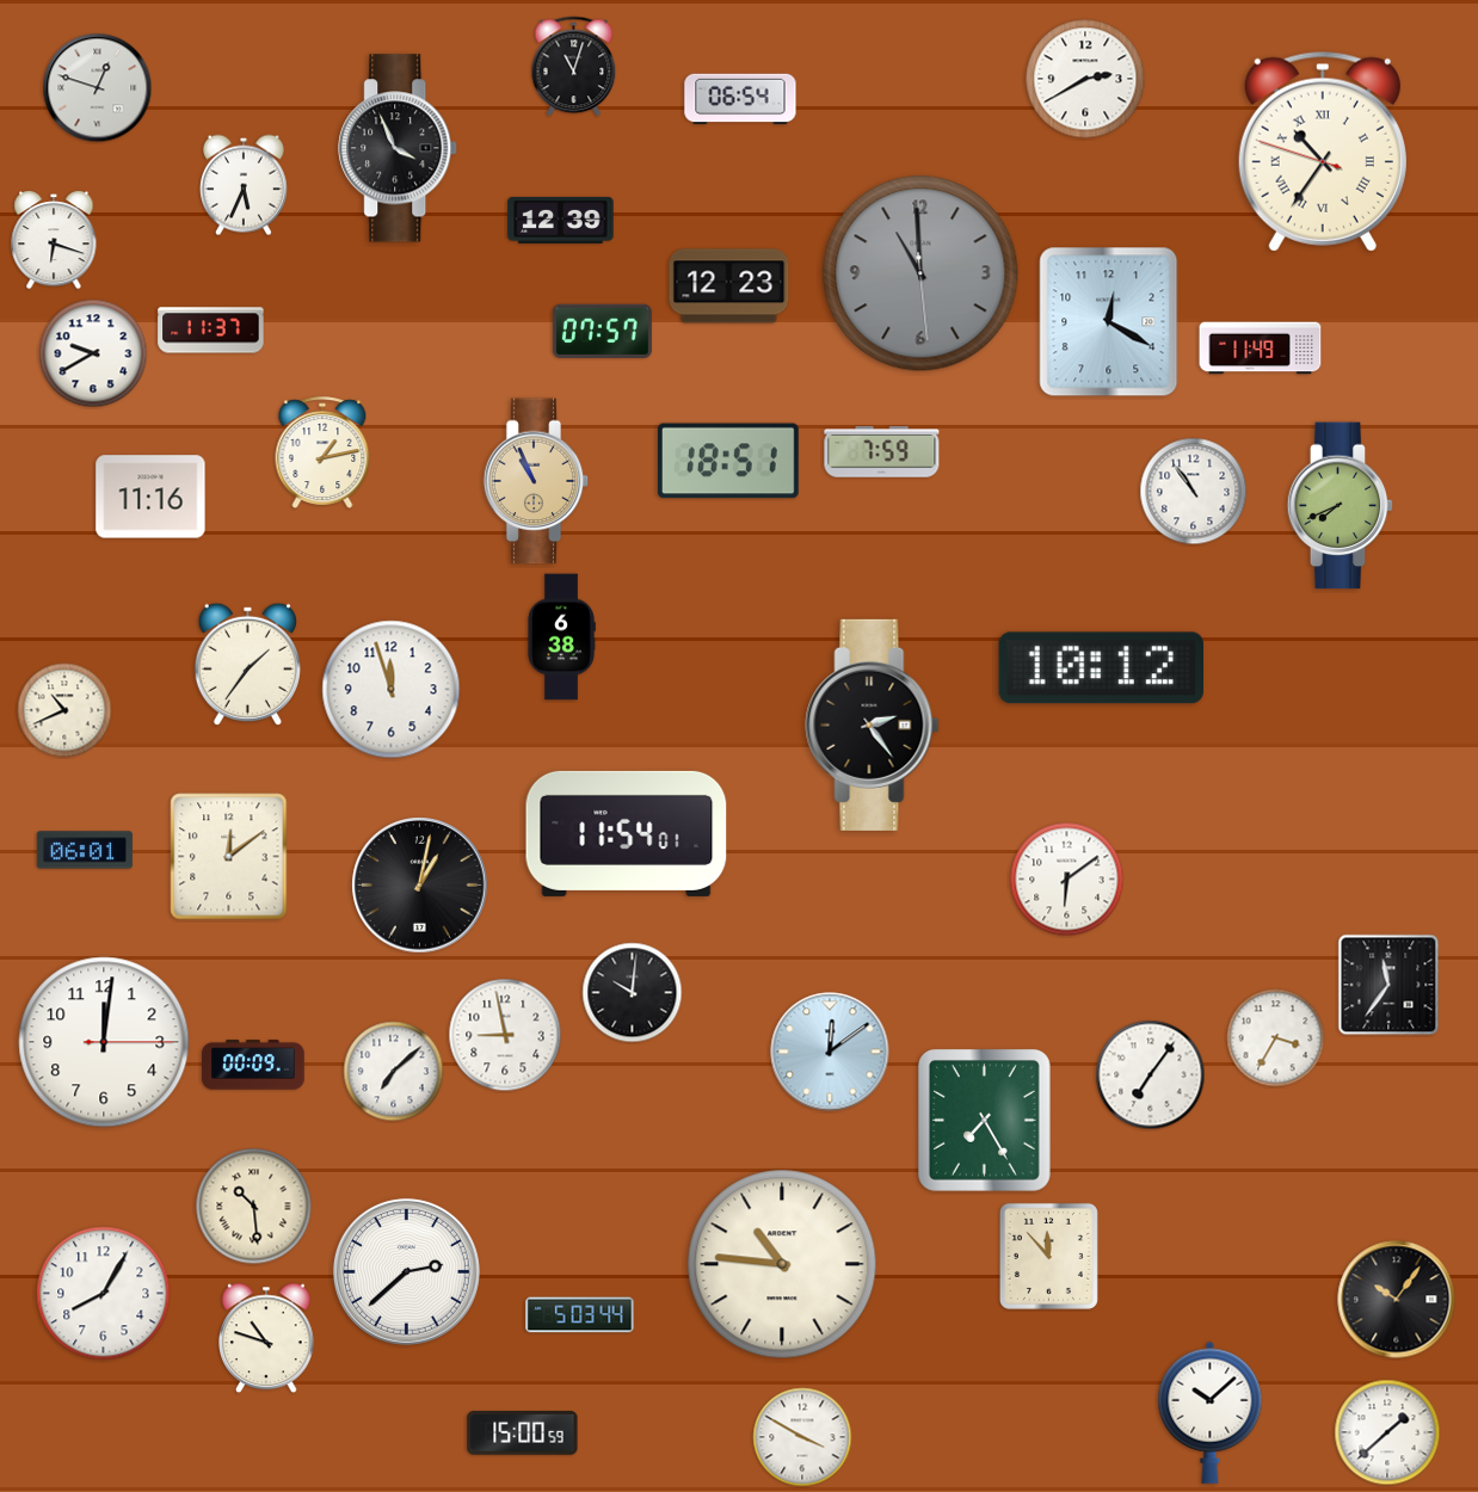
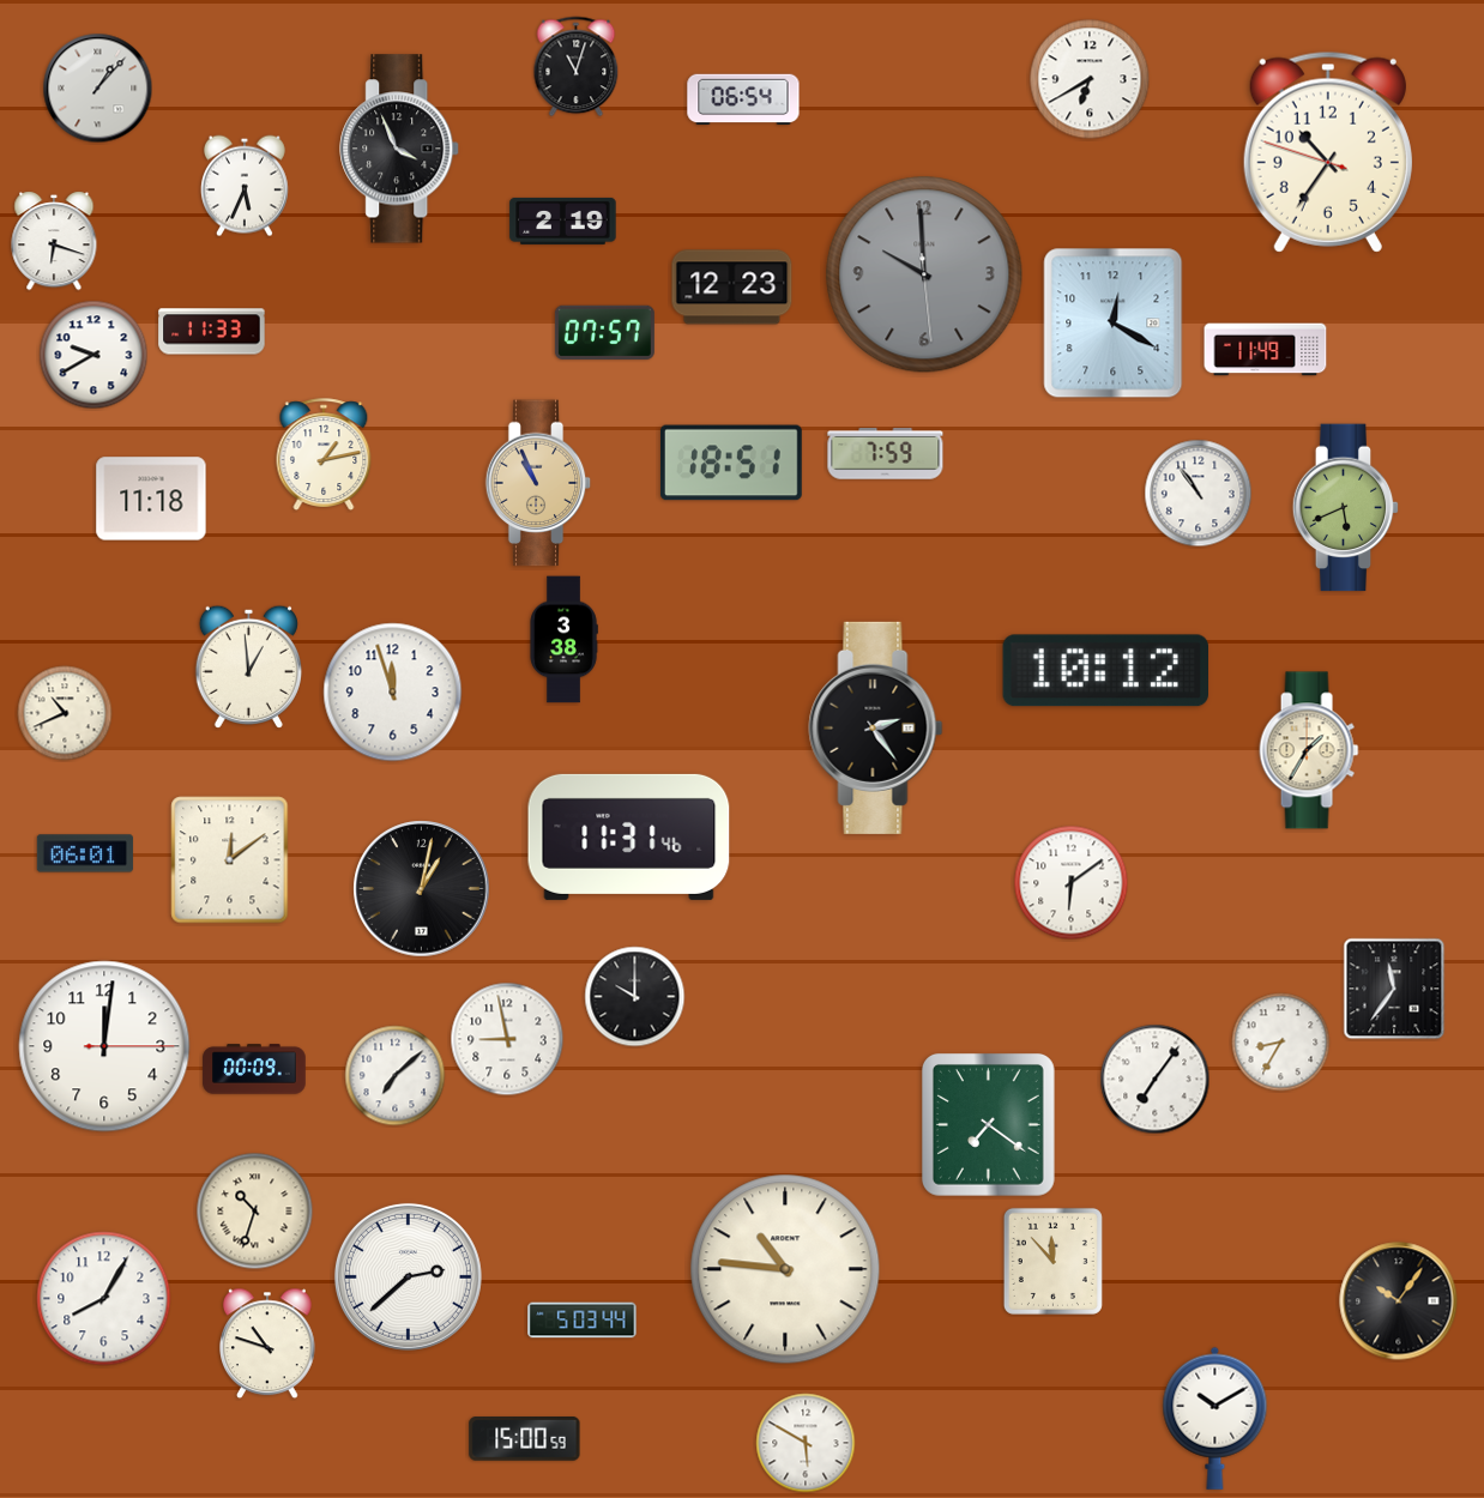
clock at (1085, 79): 2:40 -> 6:40
clock at (98, 88): 12:48 -> 1:07
clock at (1323, 152) numerals: Roman -> Arabic
clock at (561, 220): 12:39 -> 2:19
clock at (920, 273): 10:59 -> 9:59
clock at (211, 331): 11:37 -> 11:33
clock at (150, 497): 11:16 -> 11:18
clock at (1341, 506): 7:41 -> 5:41
clock at (561, 637): 6:38 -> 3:38
clock at (247, 664): 1:36 -> 12:59
clock at (1309, 750): none -> 1:35
clock at (627, 833): 11:54 -> 11:31
clock at (633, 993): 10:01 -> 10:00
clock at (1276, 1038): 3:35 -> 8:35
clock at (830, 1052): 12:09 -> none
clock at (984, 1120): 7:25 -> 7:21
clock at (254, 1207): 10:29 -> 10:33
clock at (1397, 1300) position: (1397, 1300) -> (1399, 1301)
clock at (1211, 1412): 10:08 -> 10:10
clock at (1387, 1432): 1:38 -> none
clock at (802, 1437): 3:50 -> 5:50
